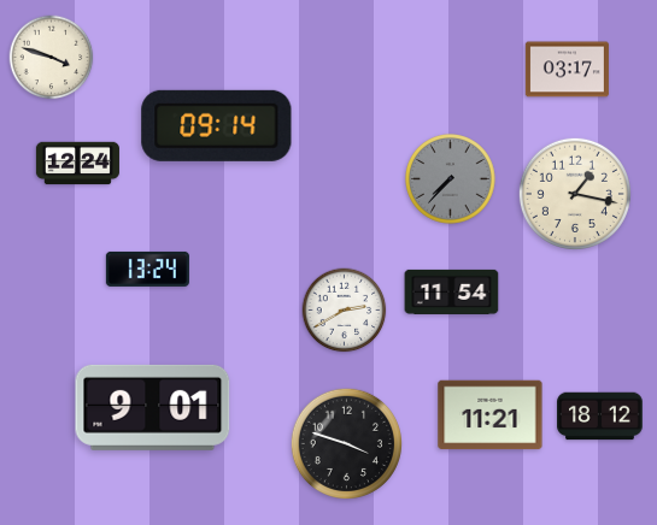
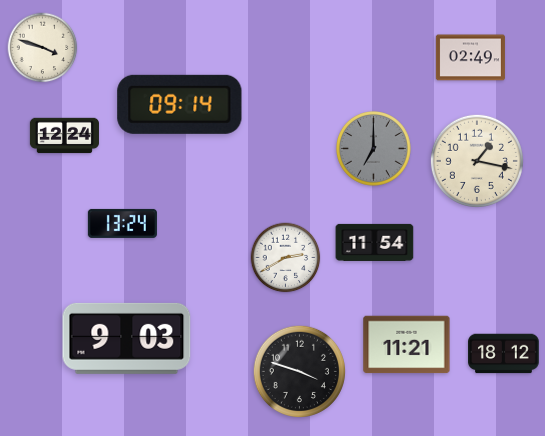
clock at (567, 70): 03:17 -> 02:49
clock at (451, 179): 7:37 -> 7:00
clock at (153, 407): 9:01 -> 9:03
clock at (600, 417) position: (600, 417) -> (504, 354)
clock at (346, 443) position: (346, 443) -> (299, 371)
